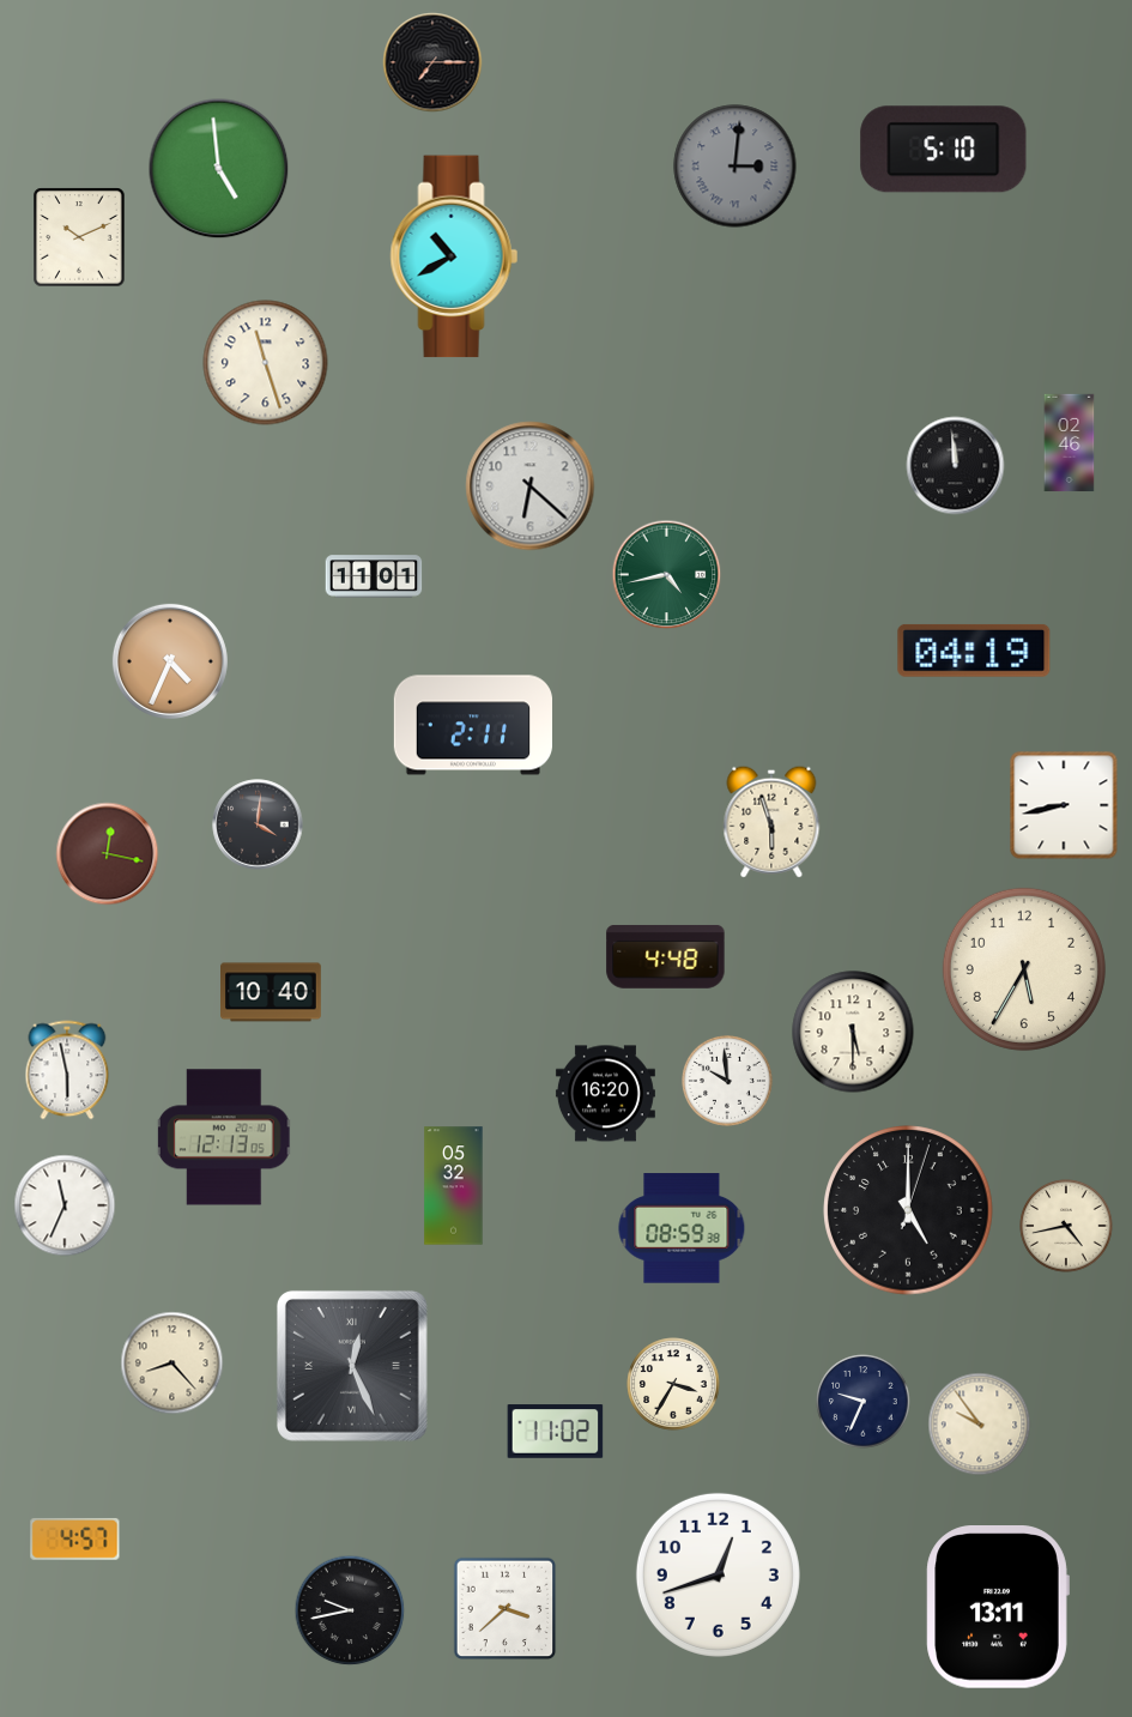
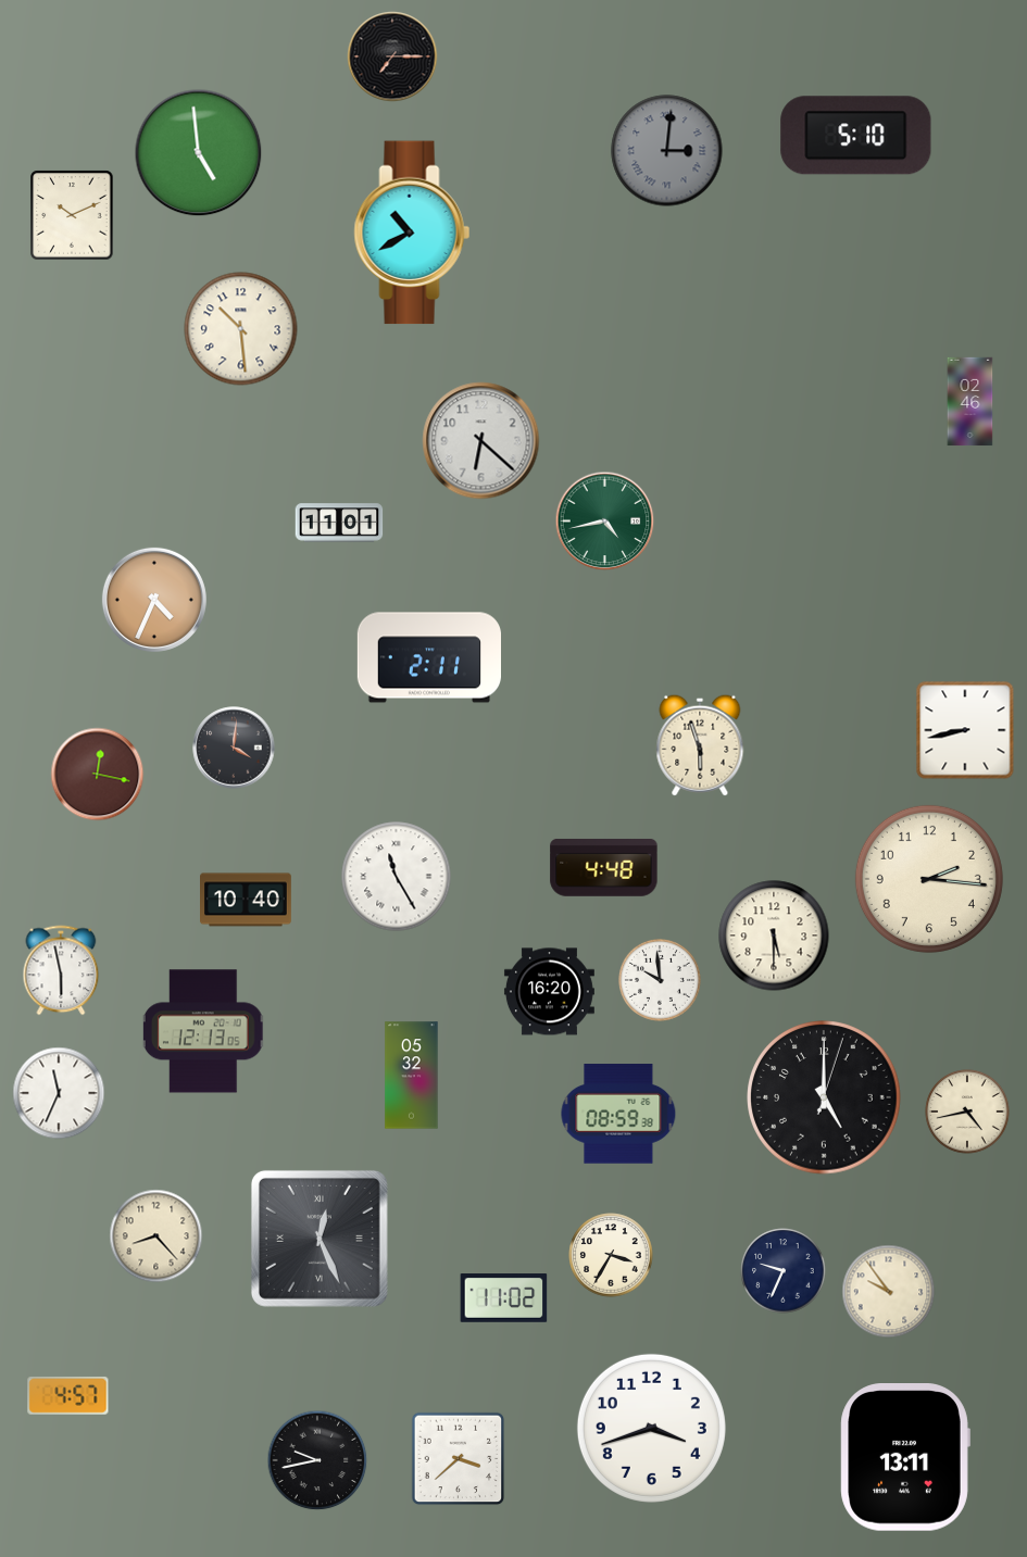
clock at (266, 363): 11:27 -> 10:29
clock at (956, 466): 11:59 -> none
clock at (974, 651): 04:19 -> none
clock at (397, 877): none -> 11:25
clock at (1024, 969): 5:35 -> 2:16
clock at (718, 1574): 12:42 -> 3:42
